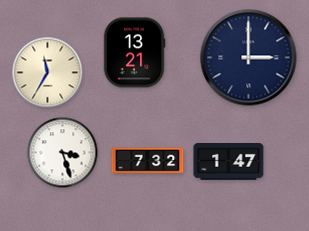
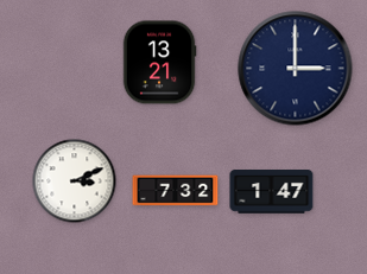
clock at (48, 73): 11:35 -> none
clock at (63, 153): 3:27 -> 3:11
